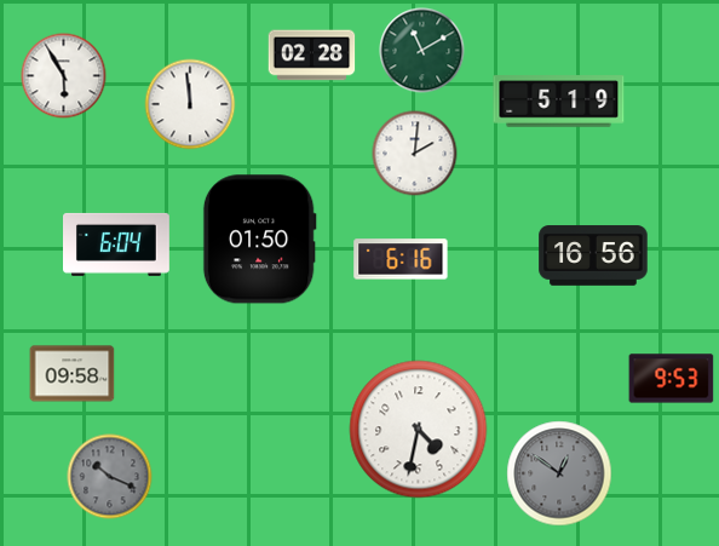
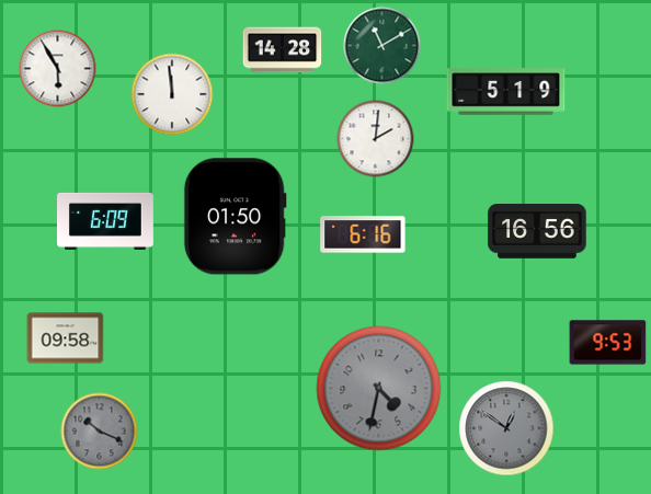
clock at (312, 56): 02:28 -> 14:28
clock at (117, 245): 6:04 -> 6:09
clock at (419, 430) dial: white -> grey
